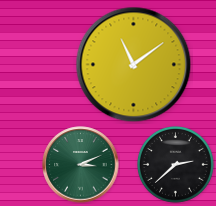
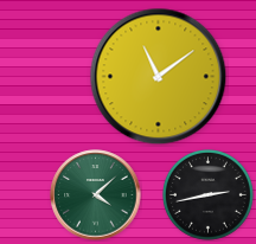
clock at (81, 165): 3:11 -> 4:08
clock at (176, 165): 2:38 -> 2:43
